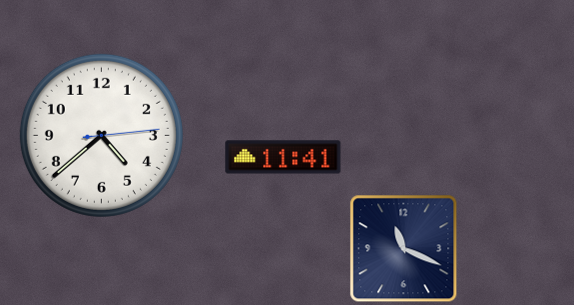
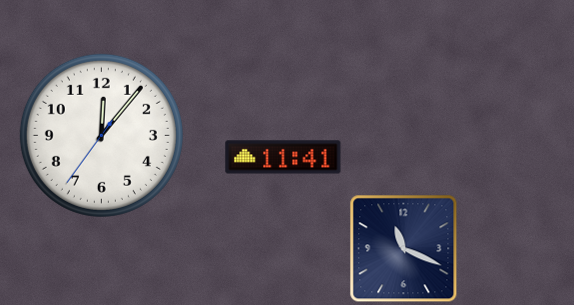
clock at (101, 135): 4:38 -> 12:06
